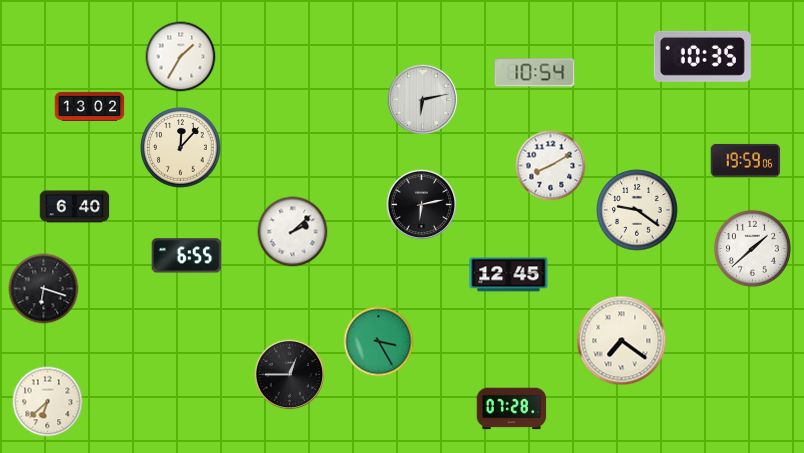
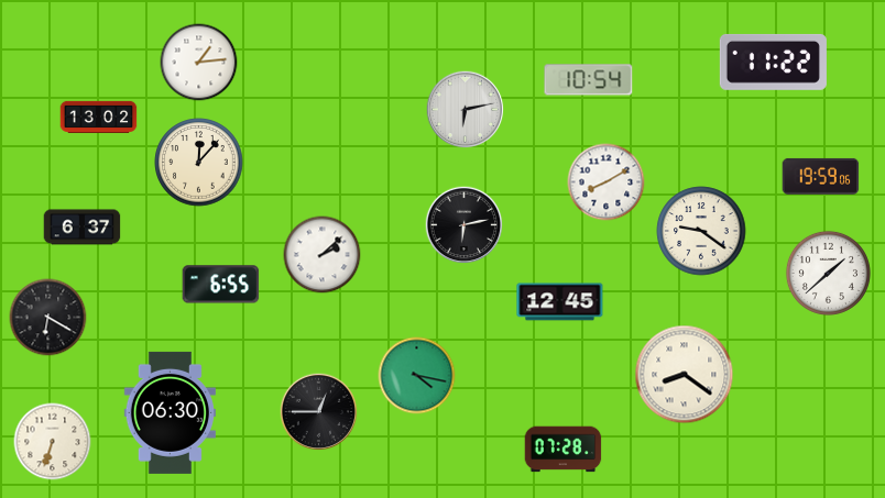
clock at (702, 56): 10:35 -> 11:22
clock at (181, 57): 1:35 -> 1:14
clock at (75, 207): 6:40 -> 6:37
clock at (187, 256) position: (187, 256) -> (221, 285)
clock at (44, 289): 6:18 -> 6:20
clock at (622, 341): 7:21 -> 8:21
clock at (379, 342): 3:25 -> 4:17
clock at (170, 412): none -> 06:30
clock at (48, 402): 6:38 -> 6:33
